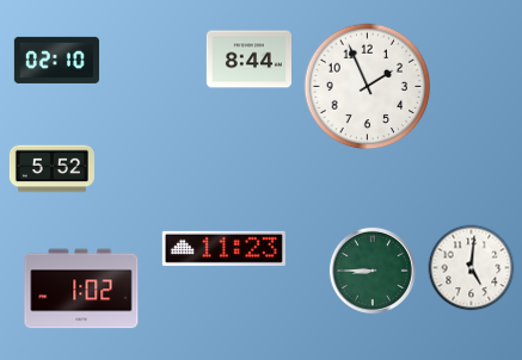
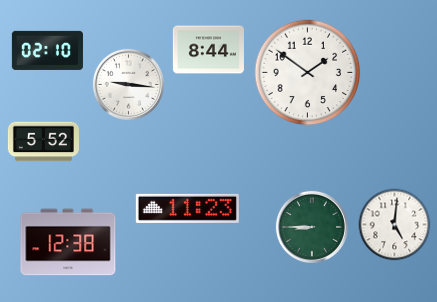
clock at (368, 87): 1:56 -> 1:51
clock at (128, 84): none -> 9:16
clock at (81, 288): 1:02 -> 12:38
